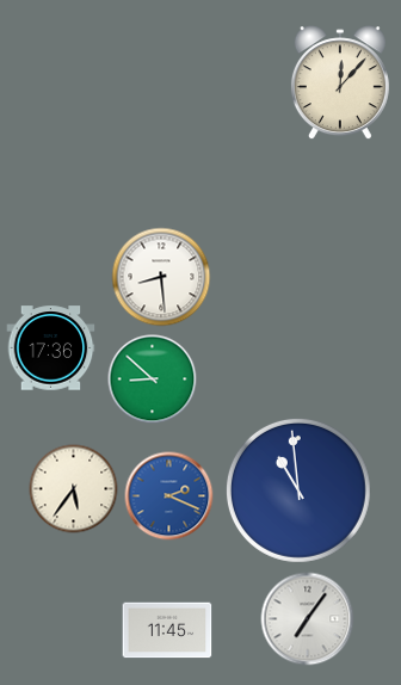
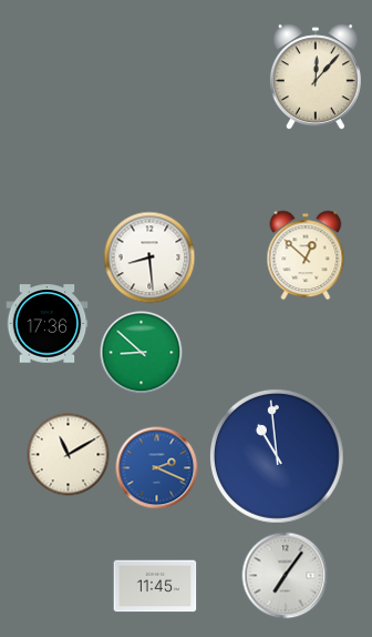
clock at (306, 255): none -> 12:52
clock at (74, 489): 5:36 -> 11:10
clock at (169, 496) position: (169, 496) -> (157, 468)
